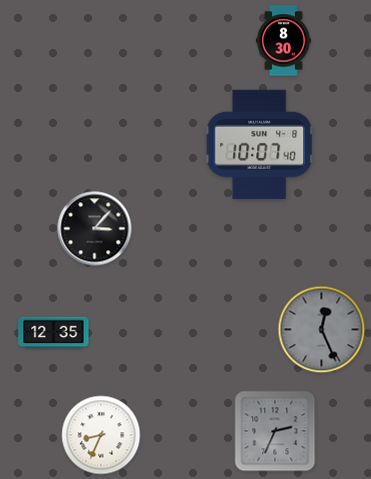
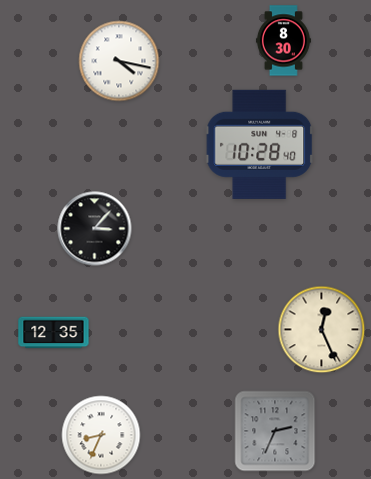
clock at (119, 61): none -> 4:17
clock at (260, 144): 10:07 -> 10:28
clock at (322, 330) dial: grey -> cream
